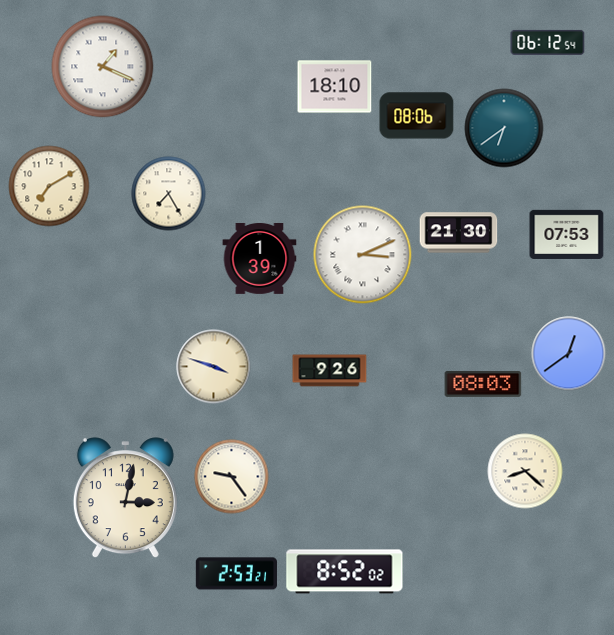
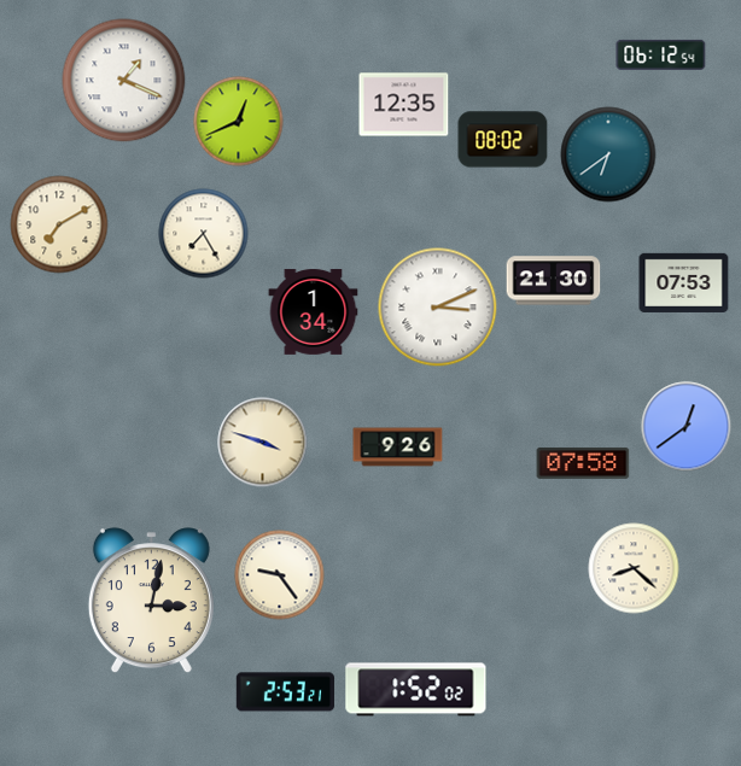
clock at (548, 42) position: (548, 42) -> (661, 54)
clock at (335, 87): 18:10 -> 12:35
clock at (239, 122): none -> 12:41
clock at (417, 116): 08:06 -> 08:02
clock at (260, 258): 1:39 -> 1:34
clock at (214, 367) position: (214, 367) -> (263, 443)
clock at (483, 384): 08:03 -> 07:58
clock at (345, 572): 8:52 -> 1:52
